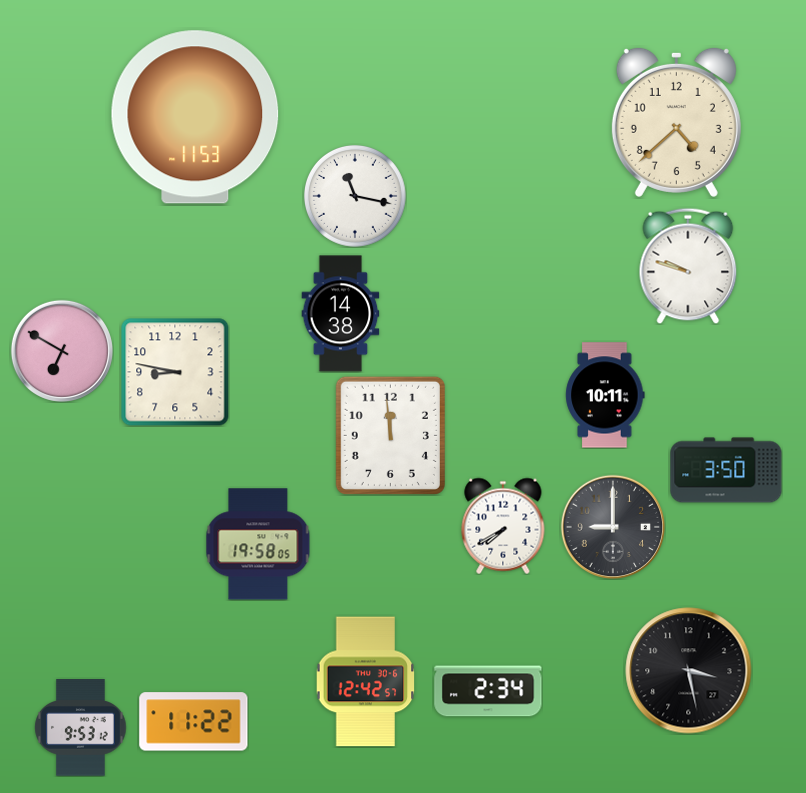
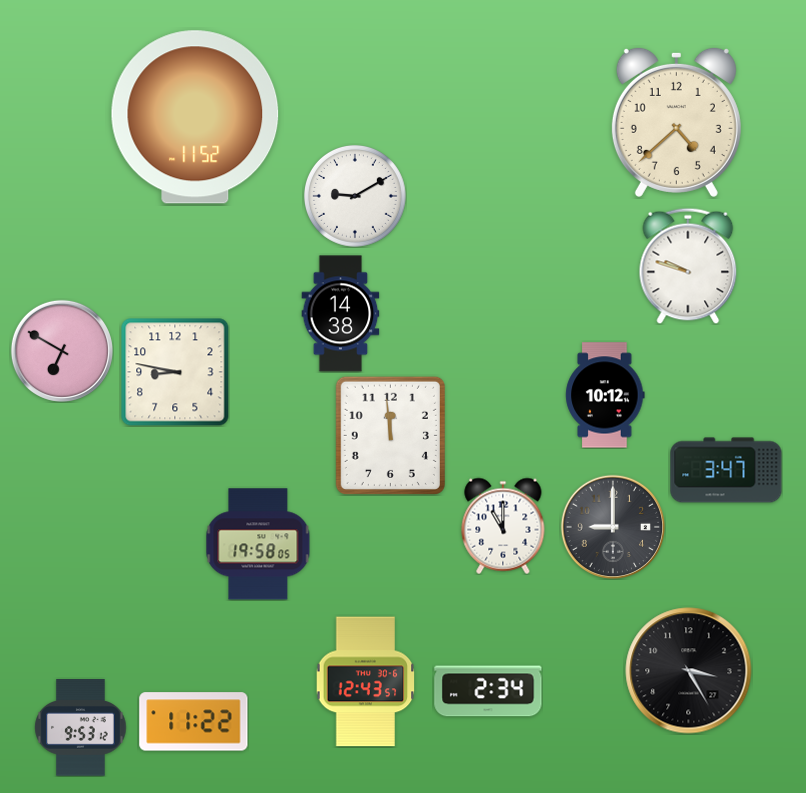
clock at (195, 117): 11:53 -> 11:52
clock at (355, 196): 11:17 -> 9:10
clock at (605, 395): 10:11 -> 10:12
clock at (726, 470): 3:50 -> 3:47
clock at (503, 526): 7:40 -> 11:00
clock at (689, 671): 3:28 -> 3:25
clock at (366, 682): 12:42 -> 12:43
